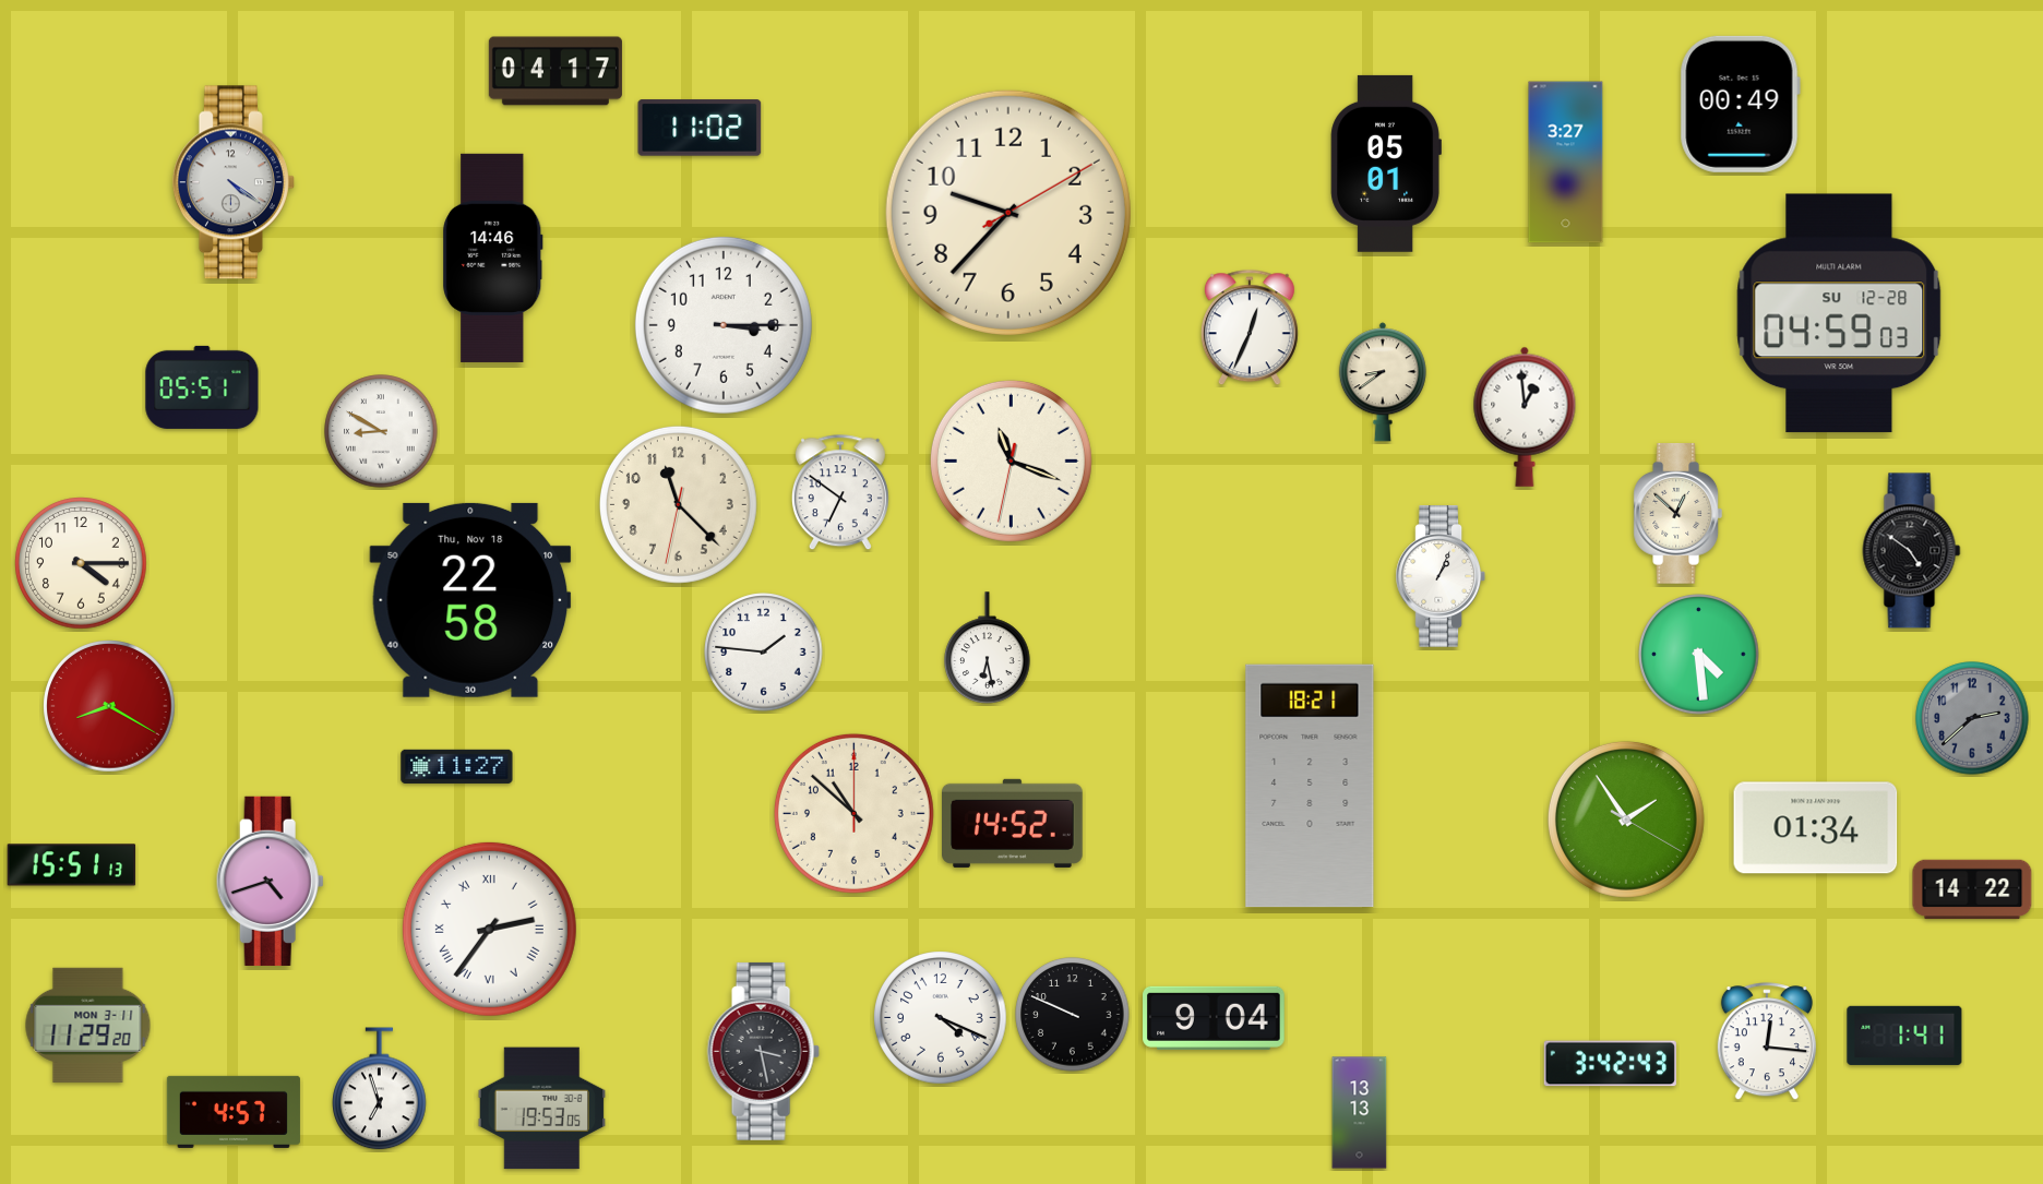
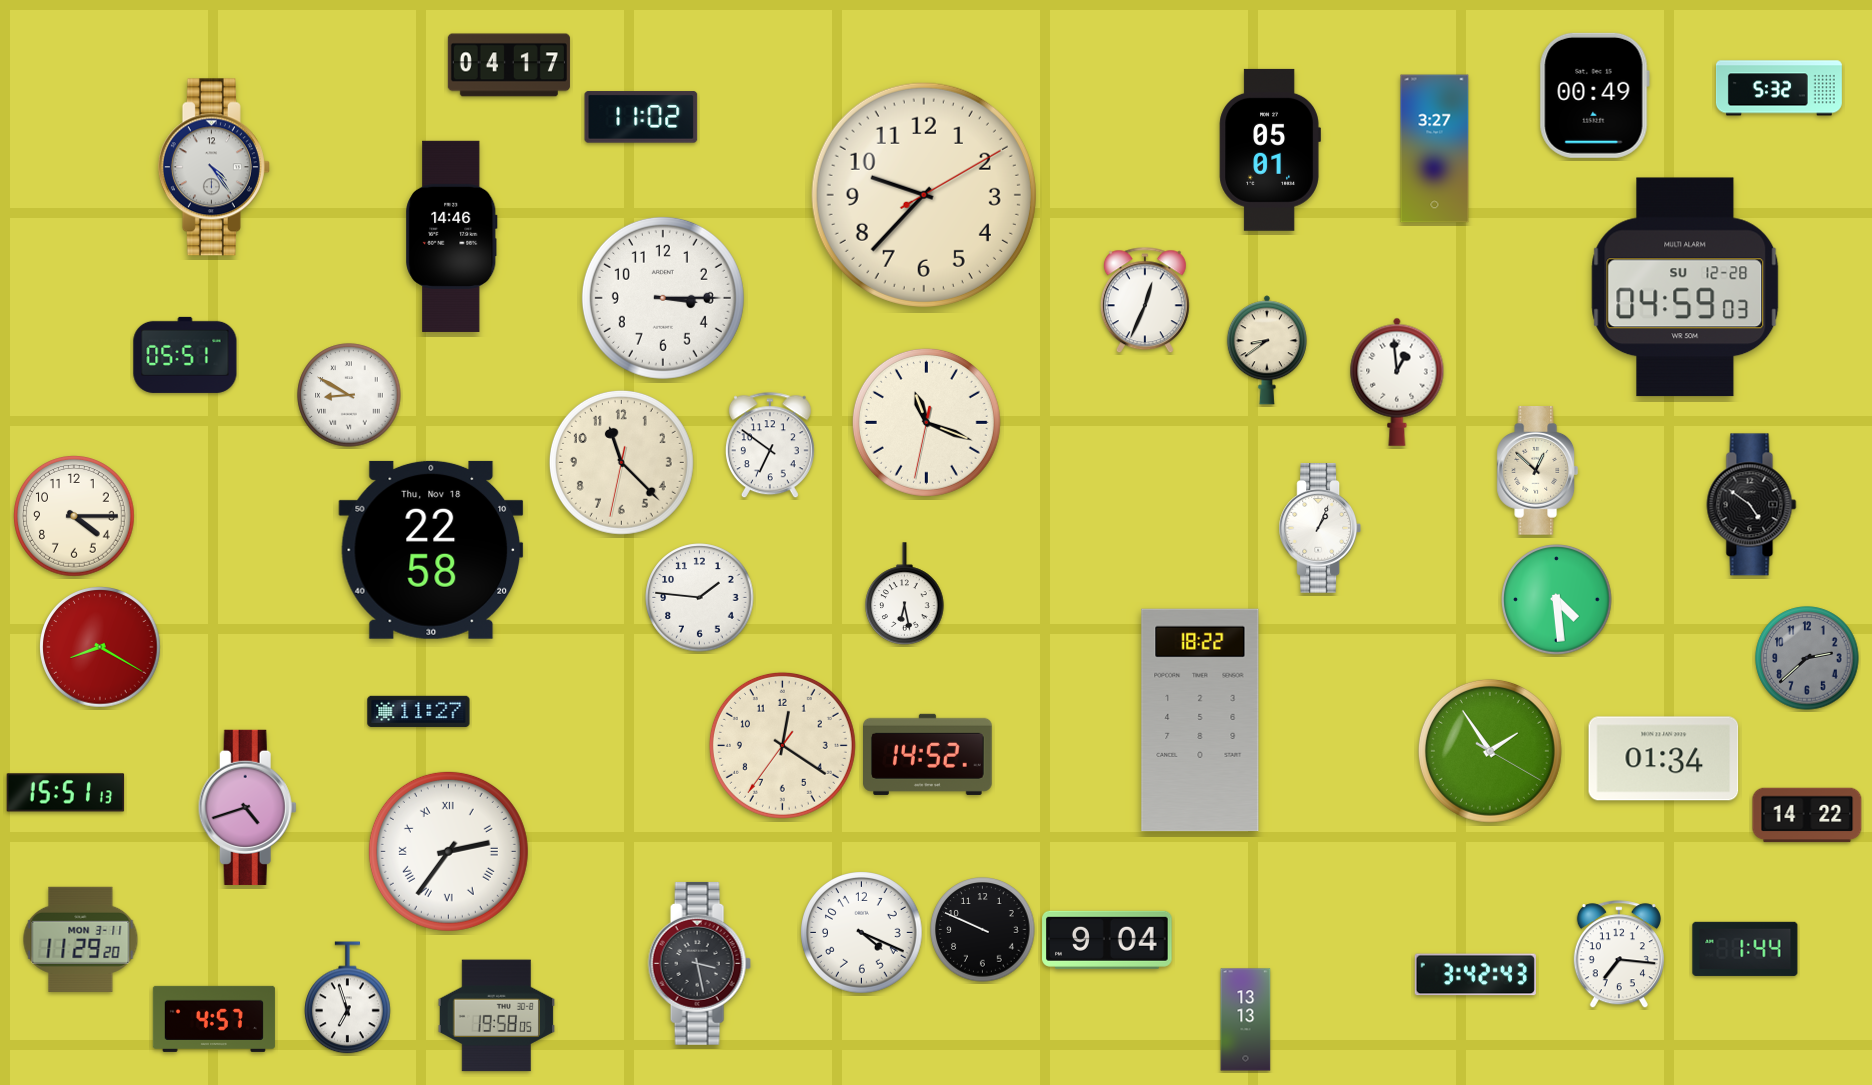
clock at (1779, 88): none -> 5:32
clock at (234, 182): 4:21 -> 4:24
clock at (840, 493) position: (840, 493) -> (770, 446)
clock at (457, 766) position: (457, 766) -> (419, 711)
clock at (1310, 786): 18:21 -> 18:22
clock at (853, 813): 10:52 -> 12:20
clock at (1214, 1018) position: (1214, 1018) -> (1107, 940)
clock at (1904, 1036): 1:41 -> 1:44
clock at (1767, 1042): 12:16 -> 7:16
clock at (542, 1109): 19:53 -> 19:58
